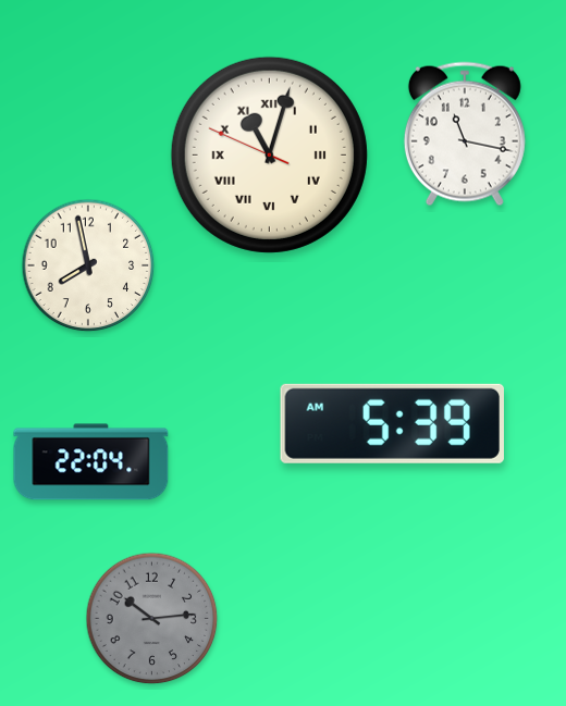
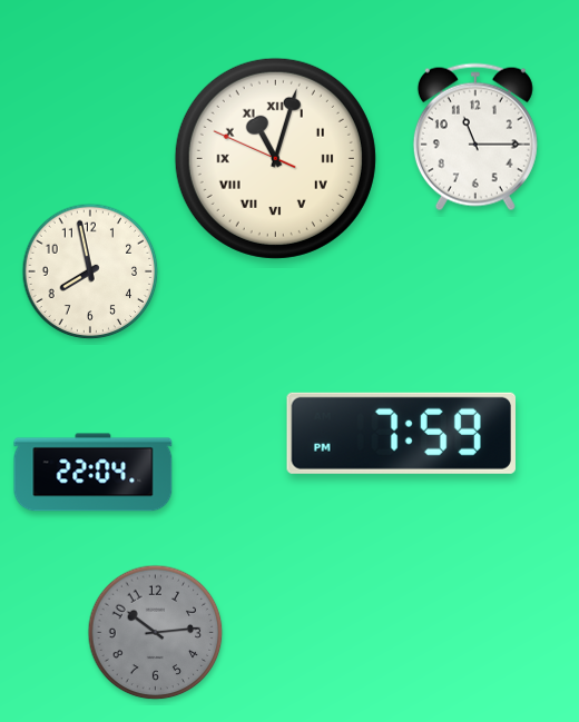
clock at (465, 134): 11:17 -> 11:15
clock at (392, 423): 5:39 -> 7:59
